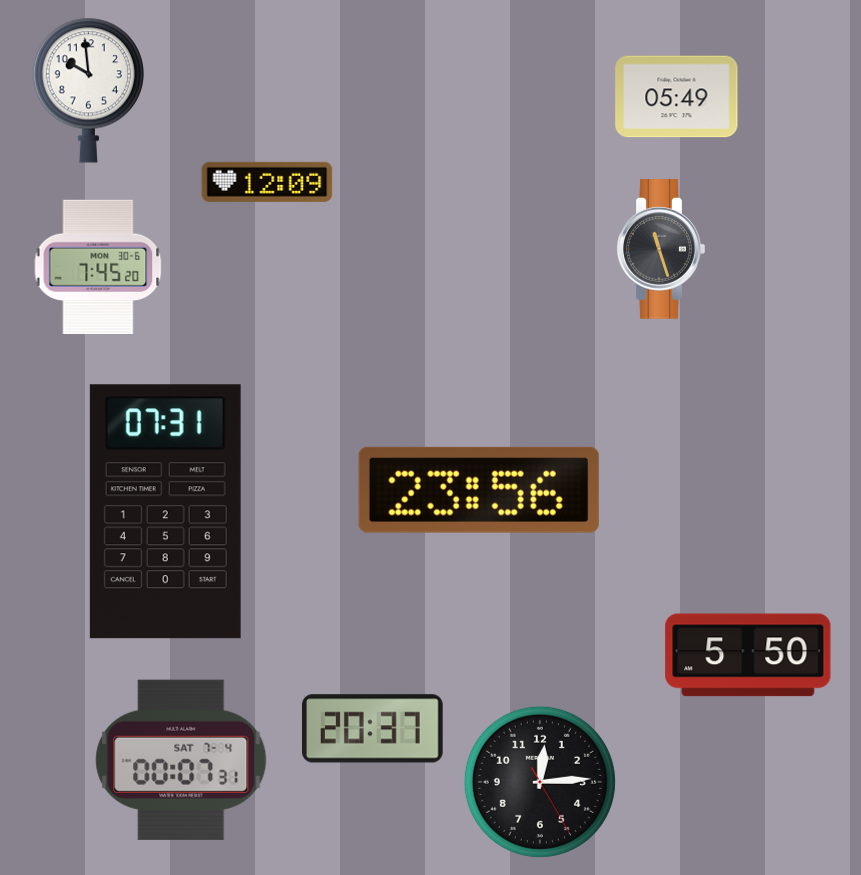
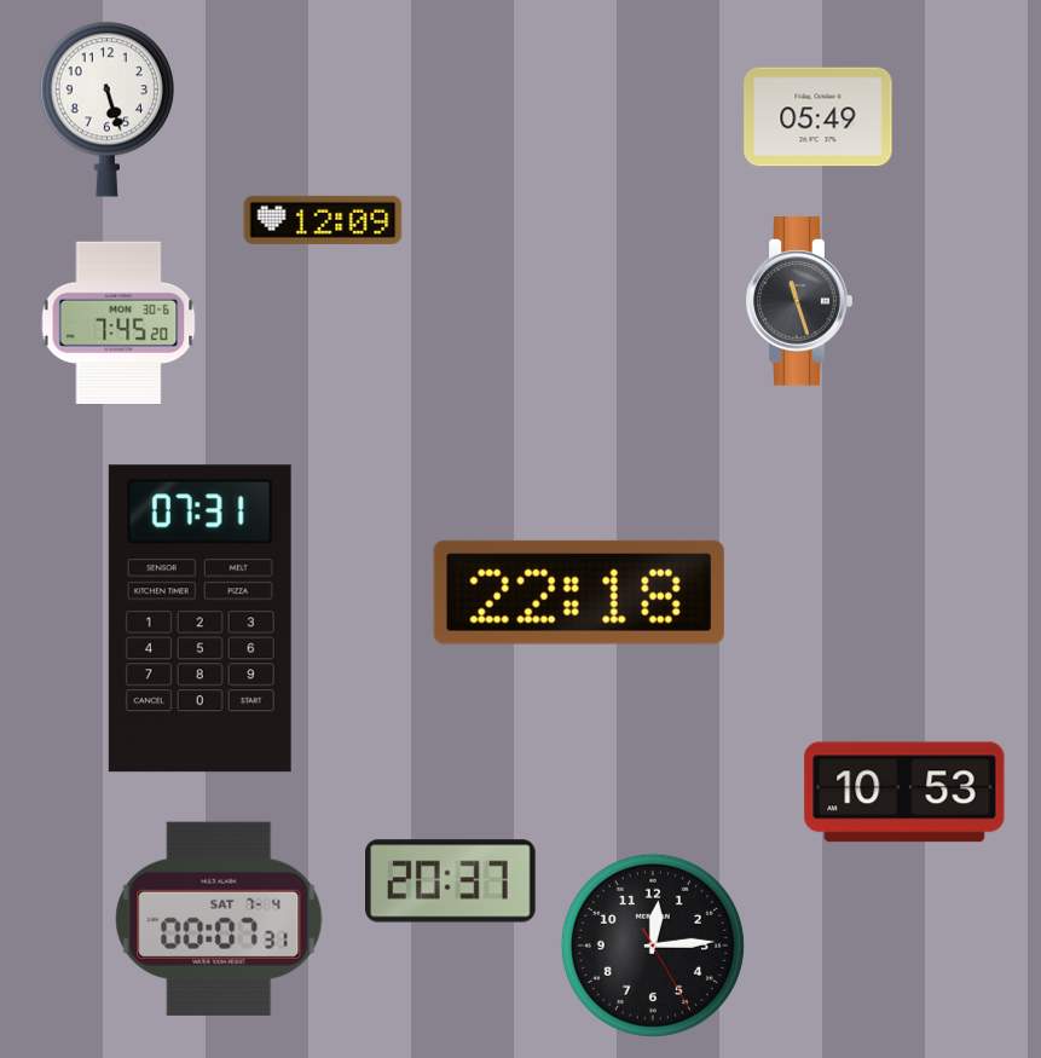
clock at (88, 90): 9:59 -> 5:27
clock at (479, 490): 23:56 -> 22:18
clock at (748, 655): 5:50 -> 10:53
